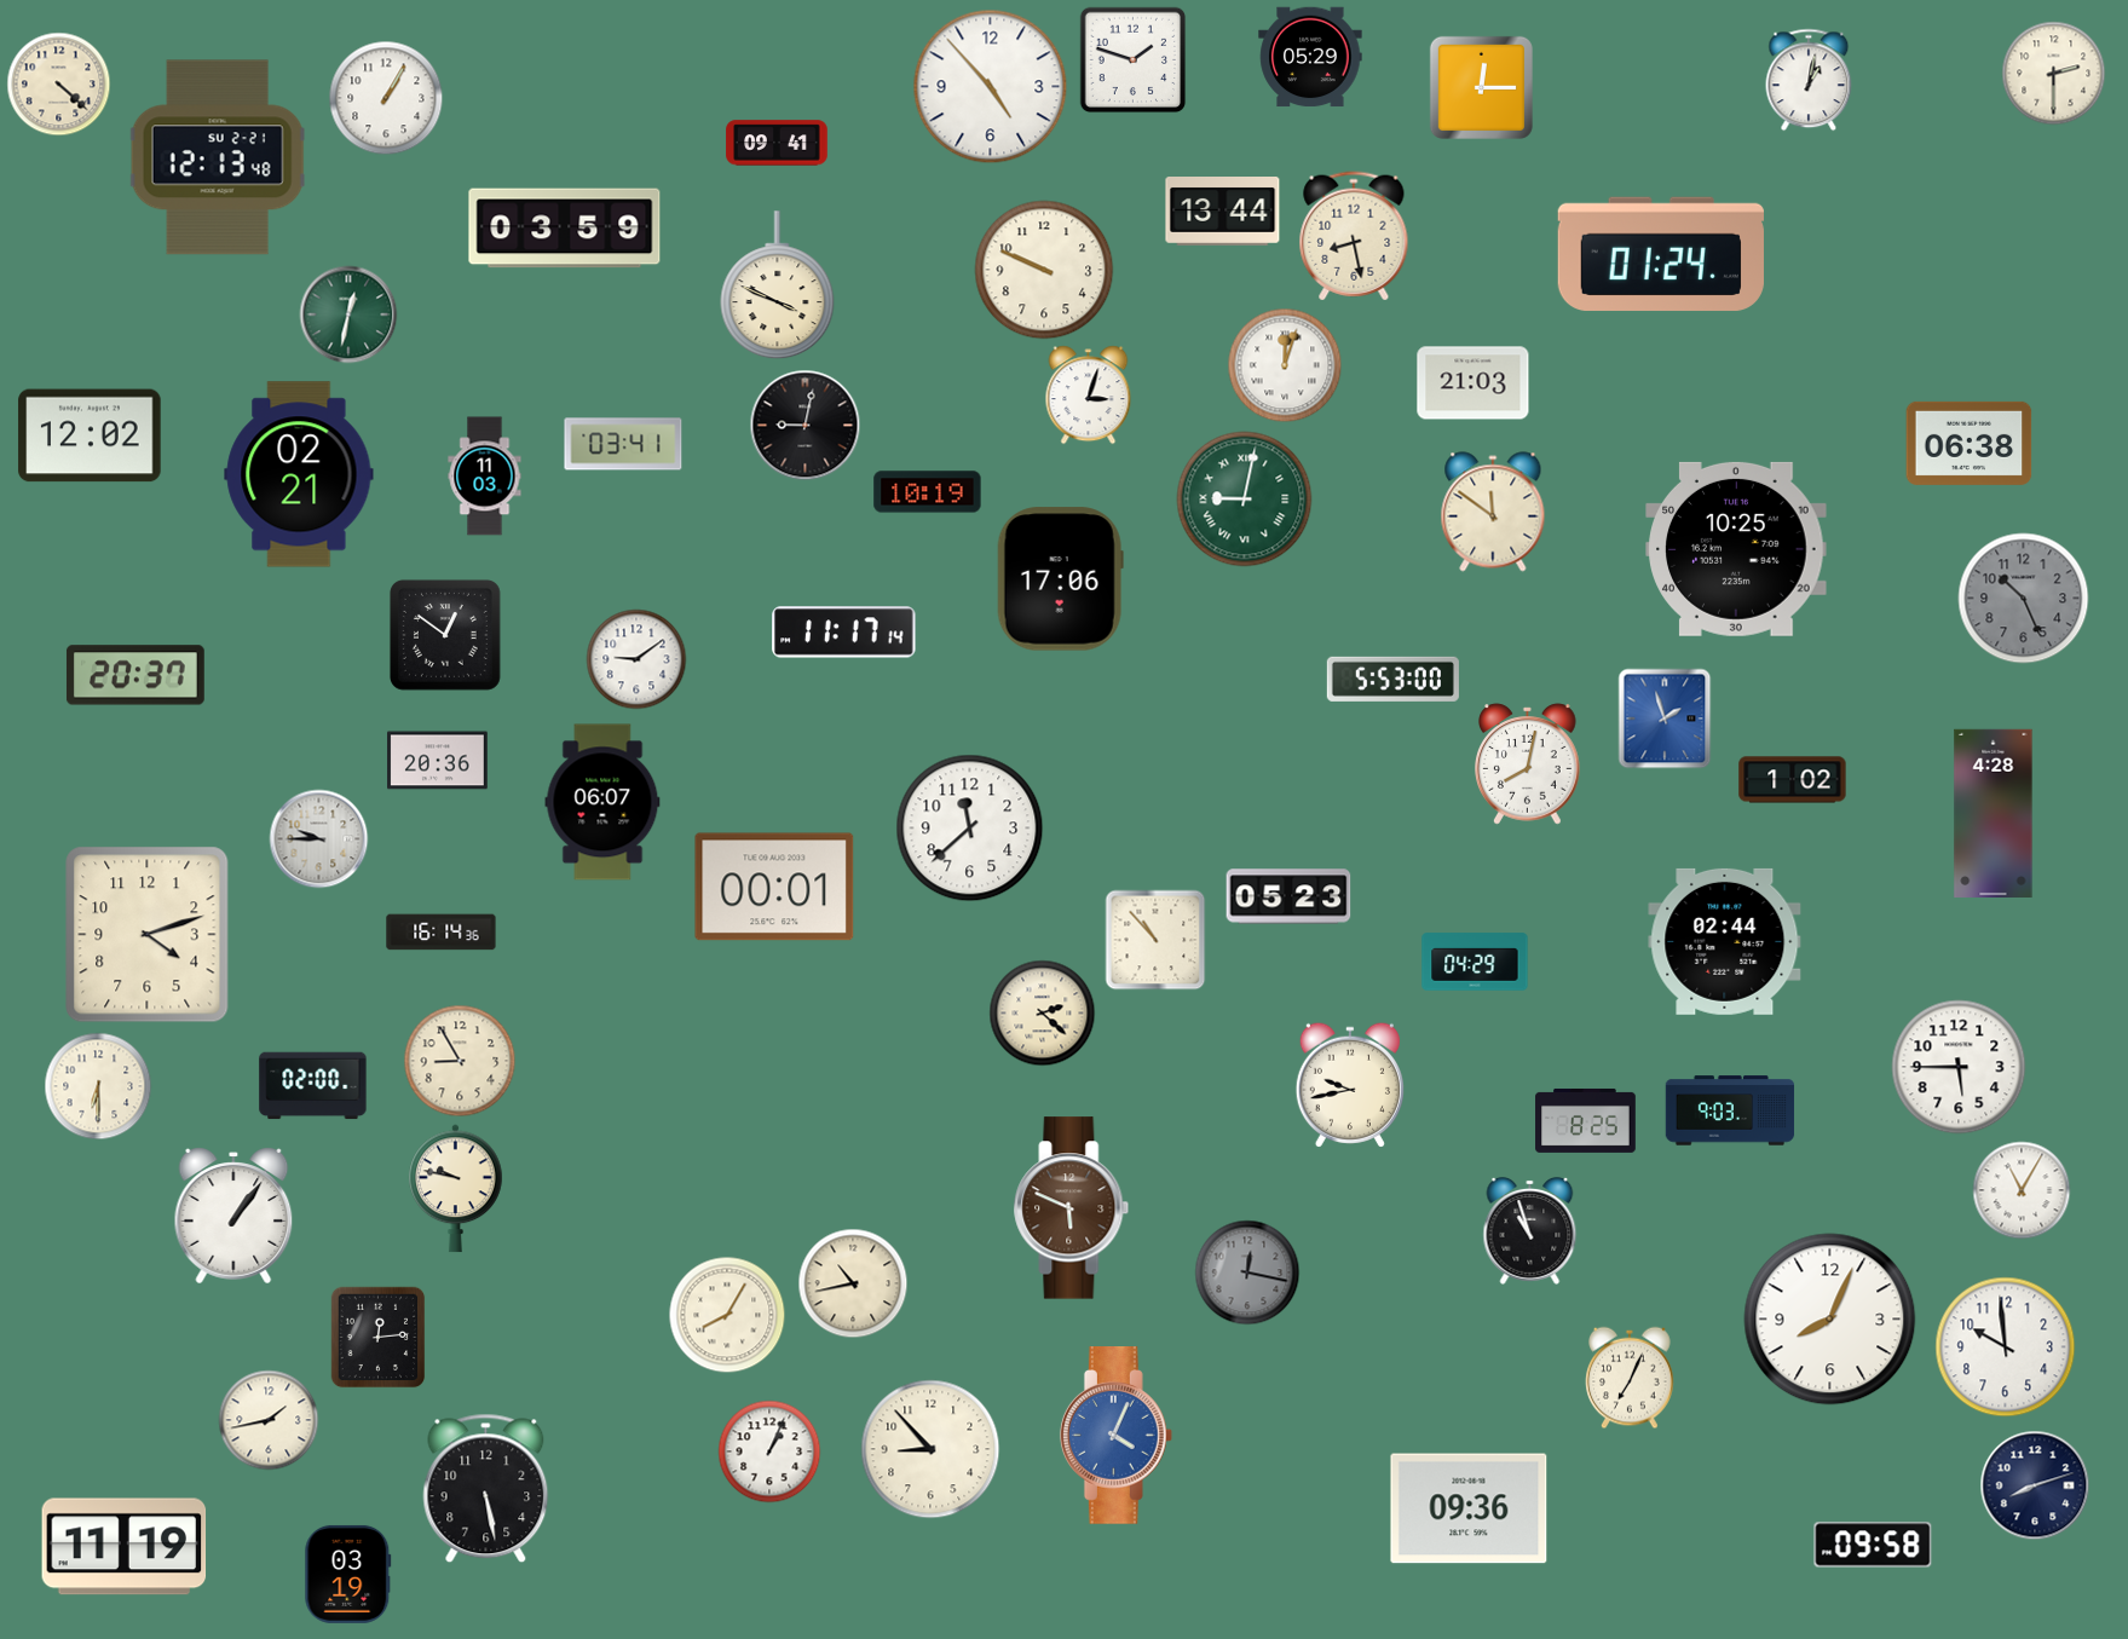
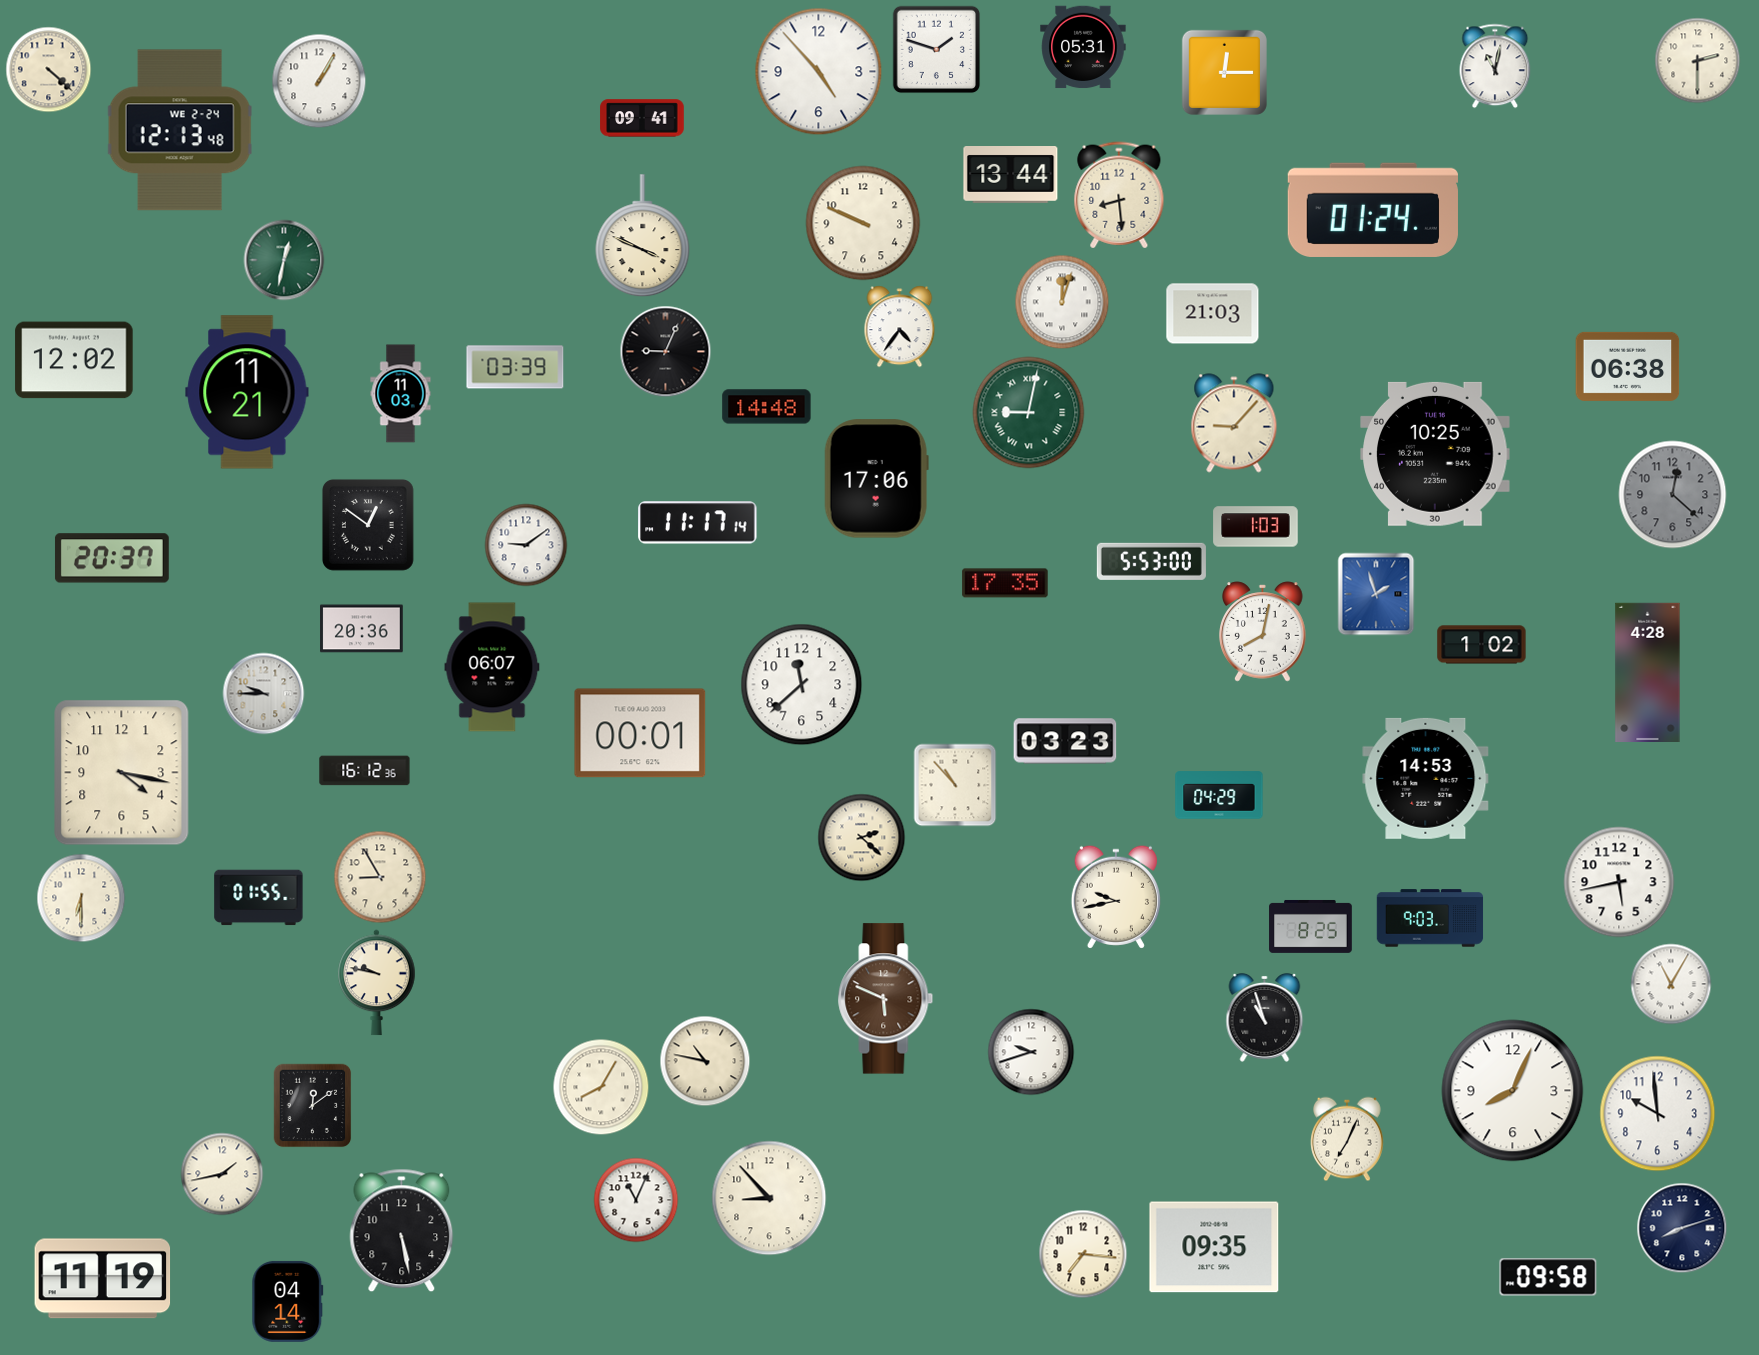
clock at (1310, 57): 05:29 -> 05:31
clock at (1809, 80): 1:02 -> 11:02
clock at (218, 157) date: SU 2-21 -> WE 2-24
clock at (565, 229): 03:59 -> none
clock at (1354, 236): 8:28 -> 8:29
clock at (348, 314) position: (348, 314) -> (284, 260)
clock at (1474, 383) position: (1474, 383) -> (1213, 314)
clock at (1089, 396): 3:03 -> 4:36
clock at (806, 426): 9:02 -> 9:04
clock at (623, 444): 03:41 -> 03:39
clock at (299, 474): 02:21 -> 11:21
clock at (928, 492): 10:19 -> 14:48
clock at (1493, 512): 11:51 -> 9:07
clock at (2024, 599): 10:26 -> 12:22
clock at (1256, 527): none -> 1:03
clock at (1005, 583): none -> 17:35
clock at (602, 802) position: (602, 802) -> (492, 667)
clock at (1288, 896): 05:23 -> 03:23
clock at (442, 933): 16:14 -> 16:12
clock at (148, 935): 4:12 -> 4:17
clock at (1155, 940) position: (1155, 940) -> (955, 785)
clock at (1725, 941): 02:44 -> 14:53
clock at (1959, 1067): 5:45 -> 5:43
clock at (313, 1086): 02:00 -> 01:55
clock at (233, 1216): 1:06 -> none
clock at (1247, 1272): 12:17 -> 9:42
clock at (1247, 1272) dial: grey -> white
clock at (853, 1283): 10:43 -> 10:47
clock at (379, 1338): 12:14 -> 12:09
clock at (1115, 1436): 4:04 -> none
clock at (769, 1452): 1:04 -> 11:04
clock at (1469, 1508): 09:36 -> 09:35
clock at (1083, 1254): none -> 7:16
clock at (348, 1574): 03:19 -> 04:14
